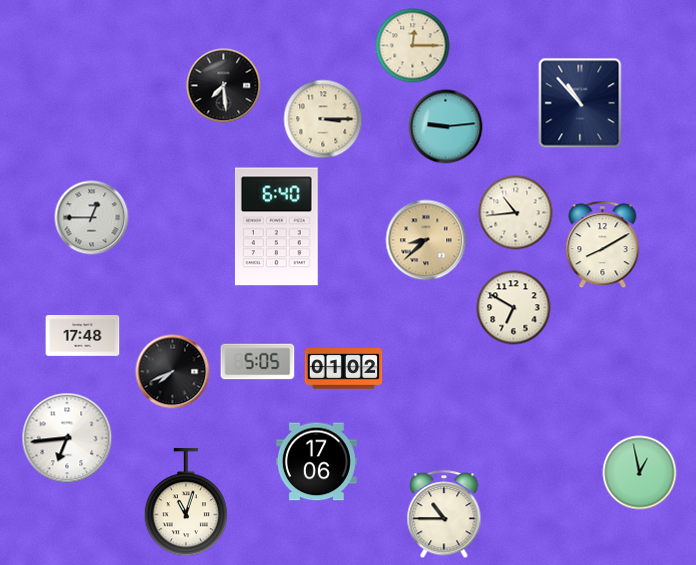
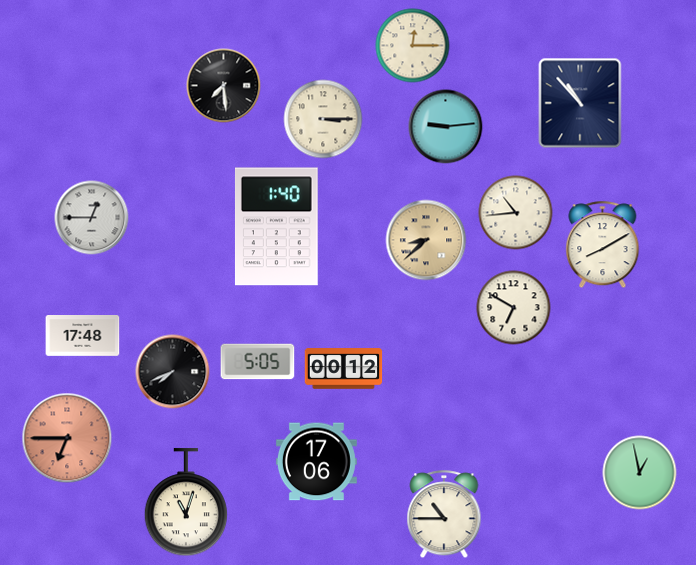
clock at (276, 227): 6:40 -> 1:40
clock at (344, 369): 01:02 -> 00:12
clock at (67, 438): 6:44 -> 6:45
clock at (67, 438) dial: white -> salmon
